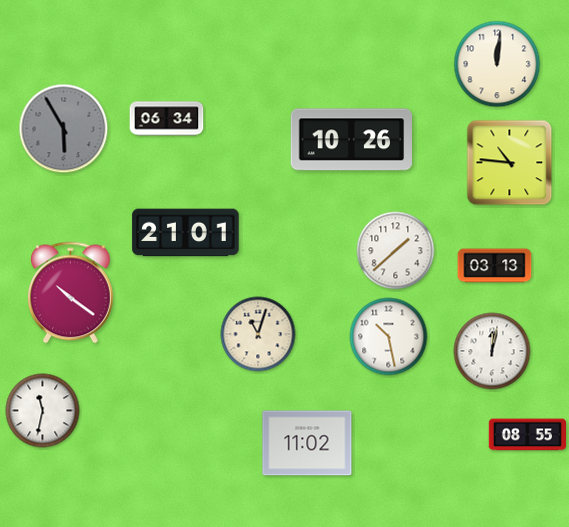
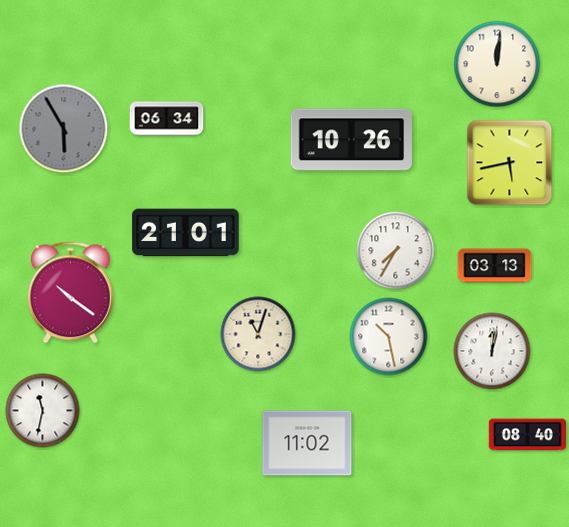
clock at (510, 163): 10:46 -> 5:43
clock at (396, 251): 1:38 -> 7:35
clock at (527, 435): 08:55 -> 08:40
